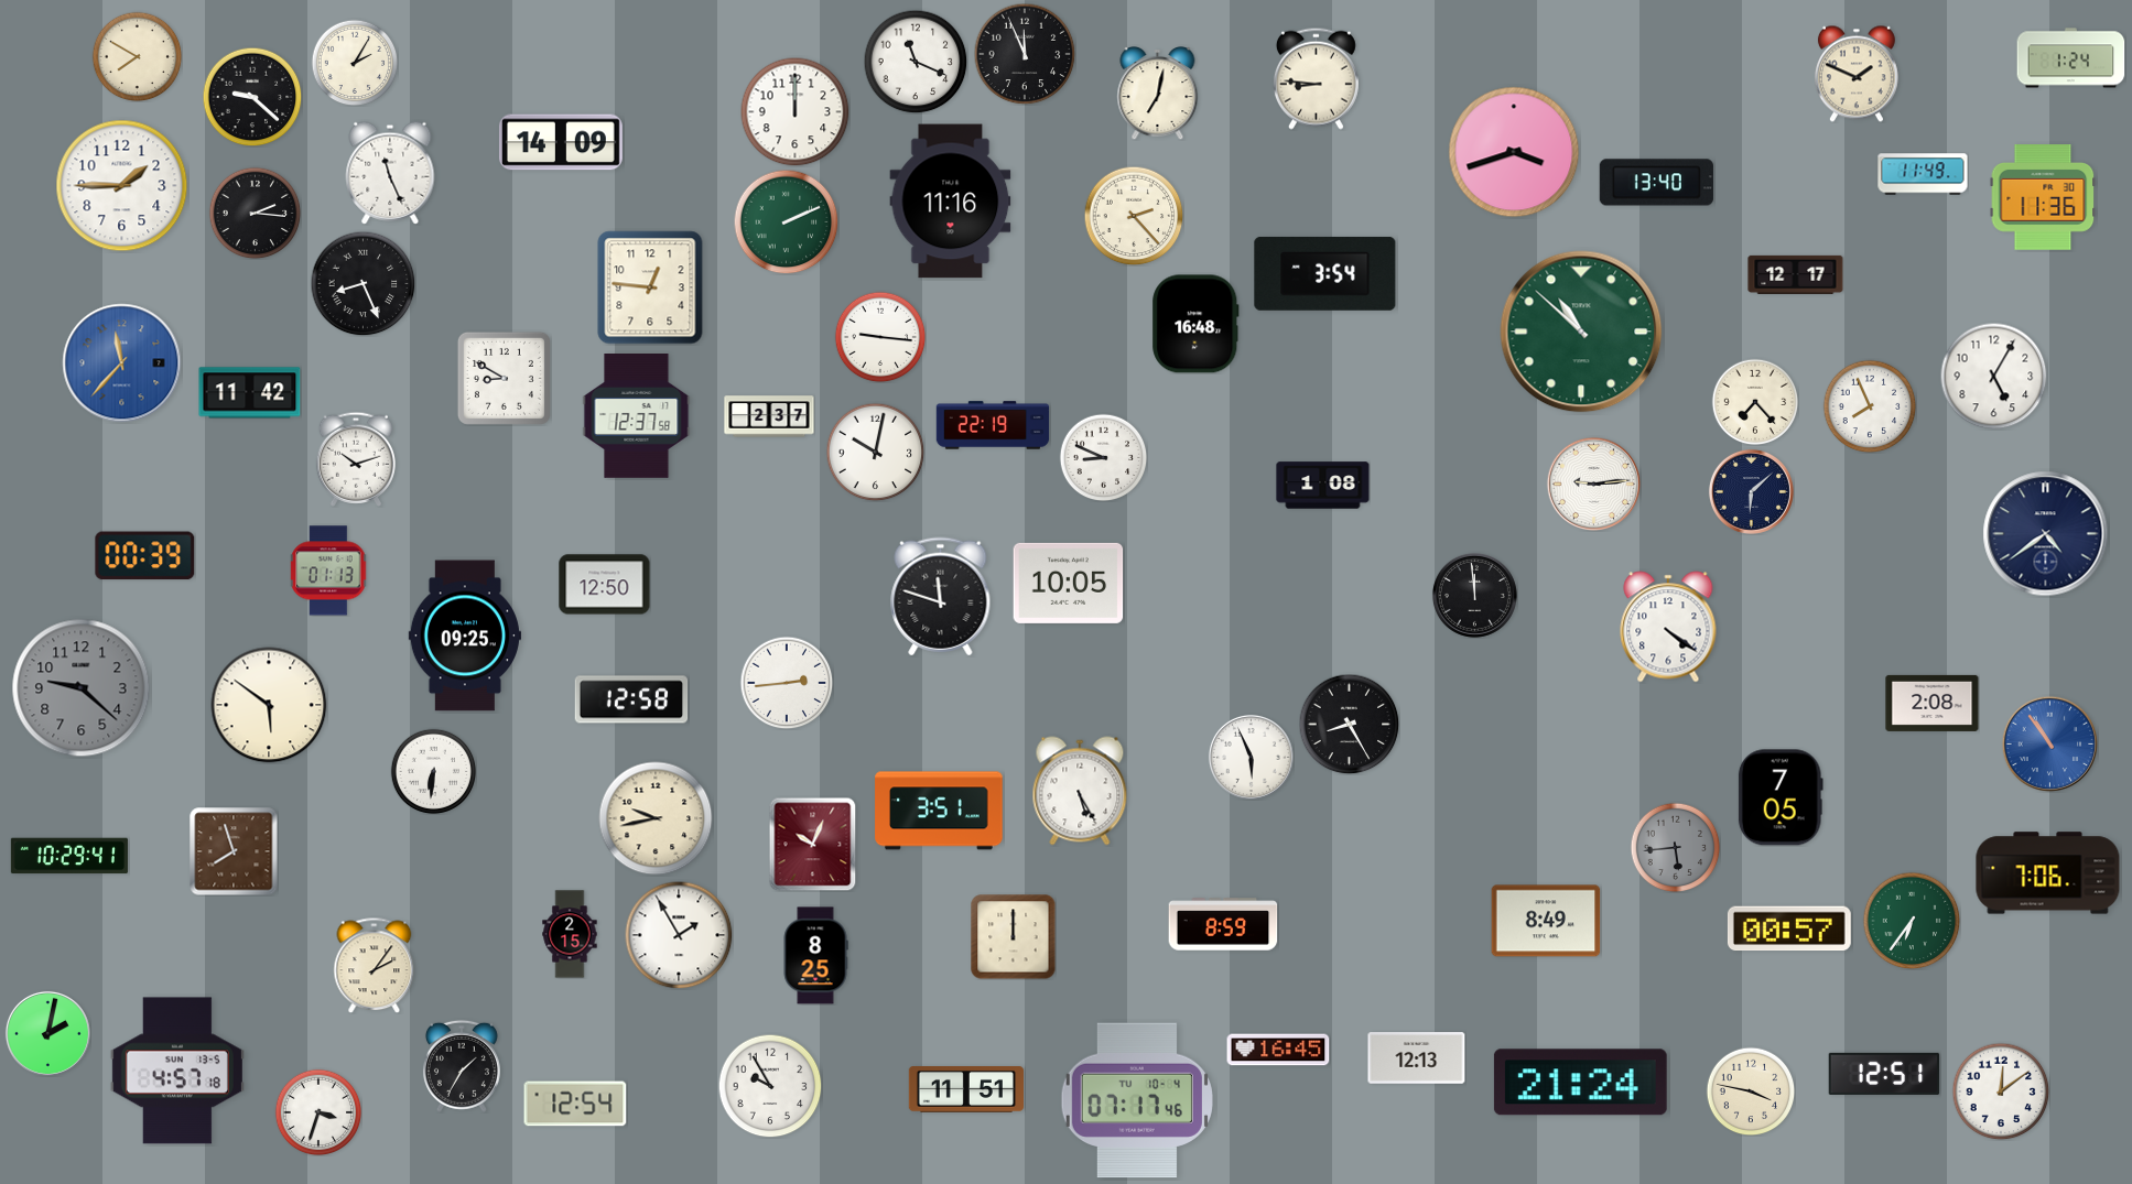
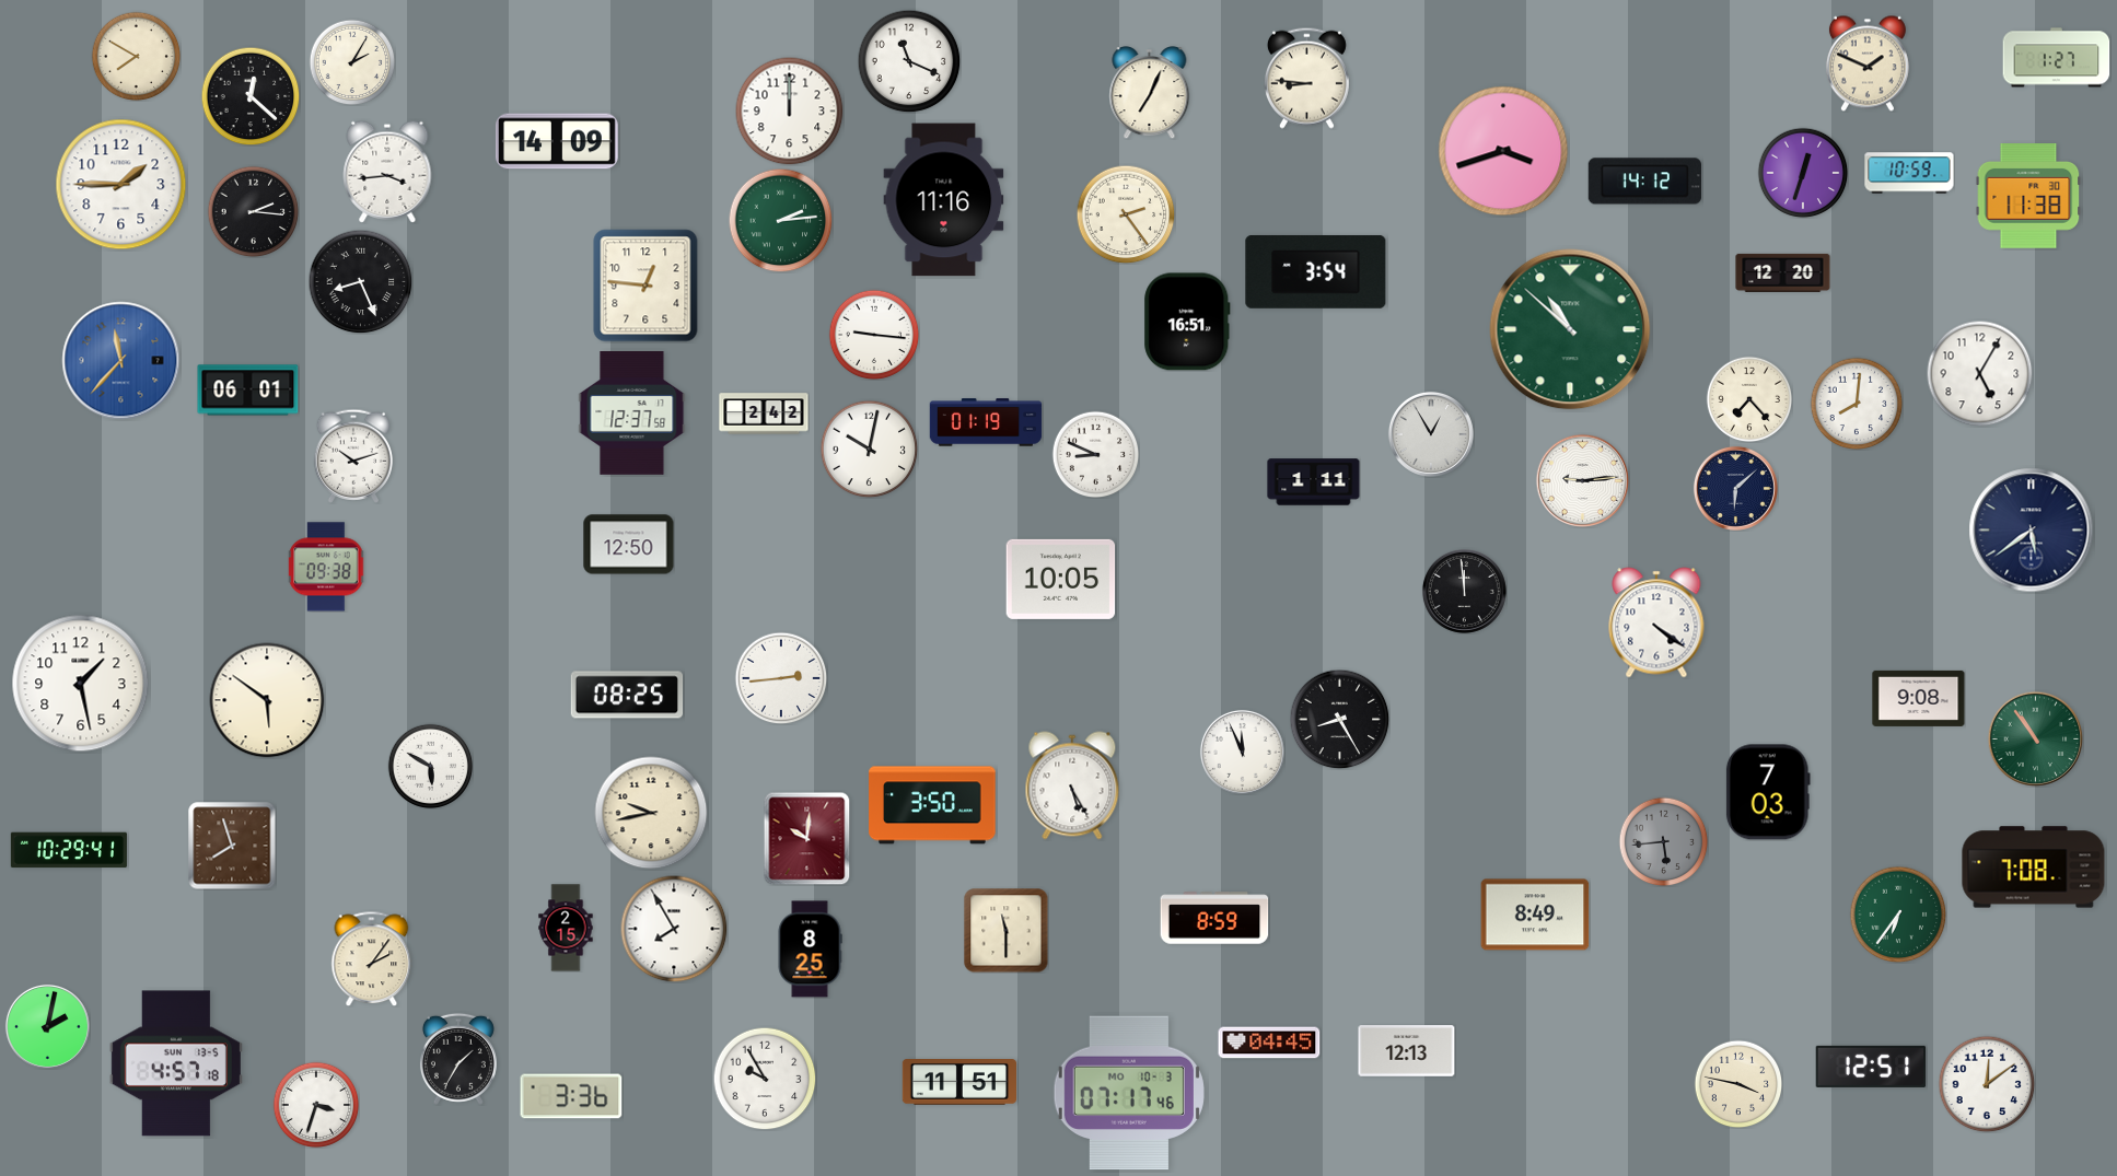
clock at (1025, 54): 11:56 -> none
clock at (2071, 58): 1:24 -> 1:27
clock at (1857, 74) position: (1857, 74) -> (1868, 63)
clock at (1158, 94): 7:02 -> 7:04
clock at (252, 97): 9:22 -> 12:22
clock at (390, 173): 11:26 -> 3:44
clock at (1803, 173): none -> 12:33
clock at (1923, 174): 11:49 -> 10:59
clock at (1656, 183): 13:40 -> 14:12
clock at (2043, 198): 11:36 -> 11:38
clock at (1134, 216): 2:23 -> 2:24
clock at (786, 221): 2:11 -> 2:14
clock at (1796, 274): 12:17 -> 12:20
clock at (1195, 324): 16:48 -> 16:51
clock at (504, 378): 8:50 -> none
clock at (250, 393): 11:42 -> 06:01
clock at (1755, 402) position: (1755, 402) -> (1749, 399)
clock at (1870, 406): 7:56 -> 8:01
clock at (769, 416): 2:37 -> 2:42
clock at (993, 425): 22:19 -> 01:19
clock at (1431, 434): none -> 12:55
clock at (1323, 486): 1:08 -> 1:11
clock at (1751, 491) position: (1751, 491) -> (1735, 488)
clock at (2046, 534): 4:39 -> 5:39
clock at (145, 556): 00:39 -> none
clock at (328, 571): 01:13 -> 09:38
clock at (605, 585) position: (605, 585) -> (629, 545)
clock at (941, 597): 11:48 -> none
clock at (465, 636): 09:25 -> none
clock at (82, 688): 9:22 -> 1:28
clock at (82, 688) dial: grey -> white
clock at (631, 699): 12:58 -> 08:25
clock at (1933, 703): 2:08 -> 9:08
clock at (2049, 743) dial: blue -> green
clock at (1251, 757): 5:56 -> 11:56
clock at (433, 771): 6:31 -> 5:50
clock at (1781, 797): 7:05 -> 7:03
clock at (939, 811): 3:51 -> 3:50
clock at (813, 844): 10:04 -> 10:01
clock at (2048, 873): 7:06 -> 7:08
clock at (1789, 928): 00:57 -> none
clock at (679, 935): 1:55 -> 7:55
clock at (1013, 936): 12:00 -> 11:30
clock at (1278, 1050): 16:45 -> 04:45
clock at (1580, 1083): 21:24 -> none
clock at (1137, 1100) date: TU 10-4 -> MO 10-3
clock at (575, 1104): 12:54 -> 3:36
